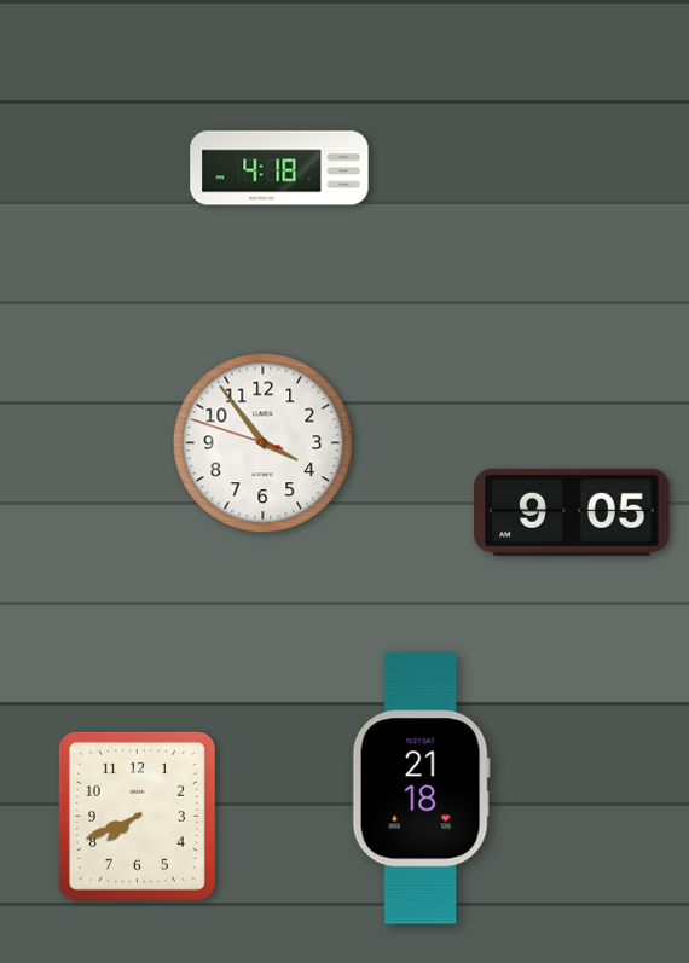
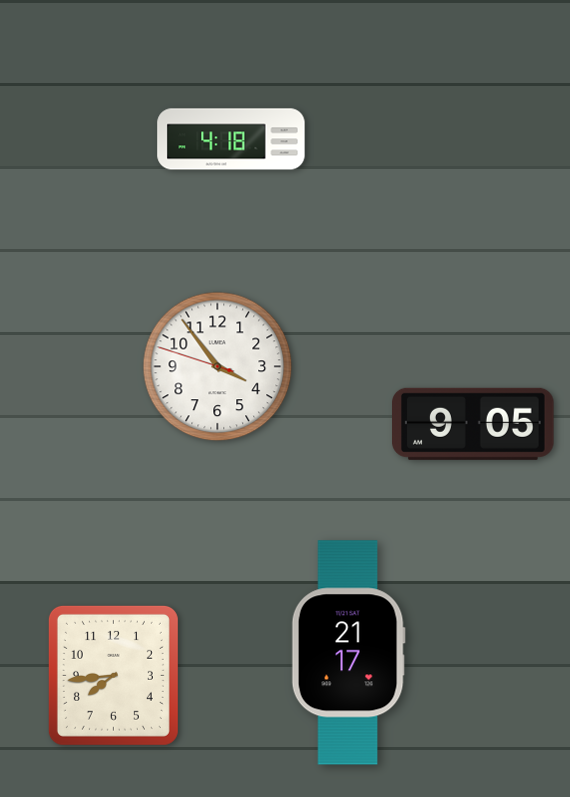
clock at (421, 789): 21:18 -> 21:17
clock at (137, 816): 7:41 -> 7:44
